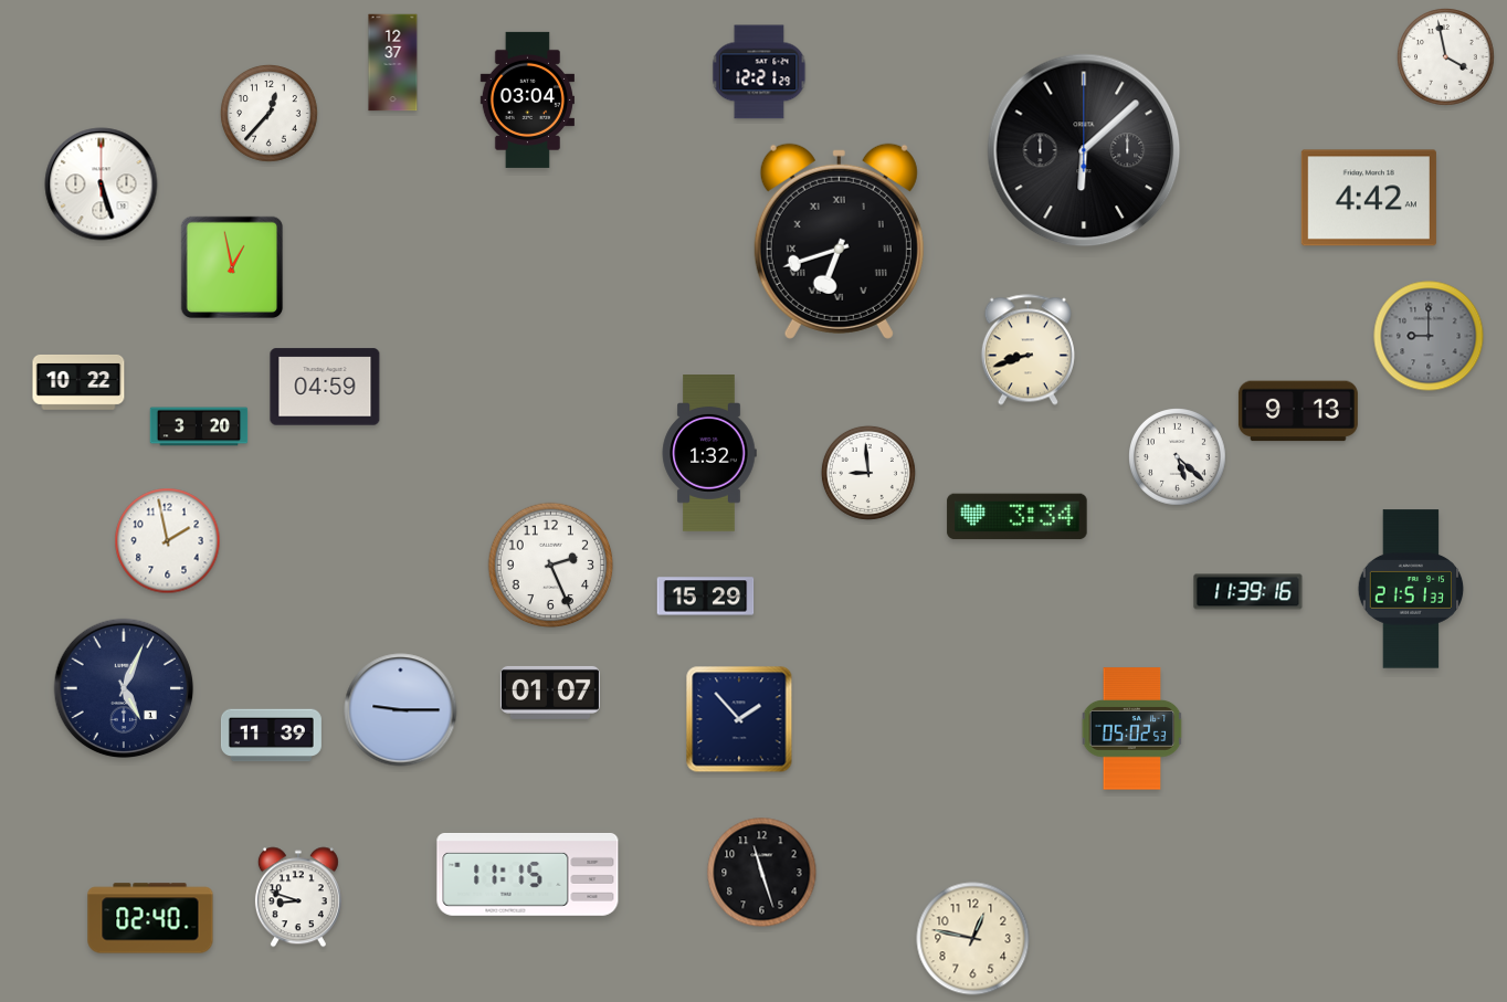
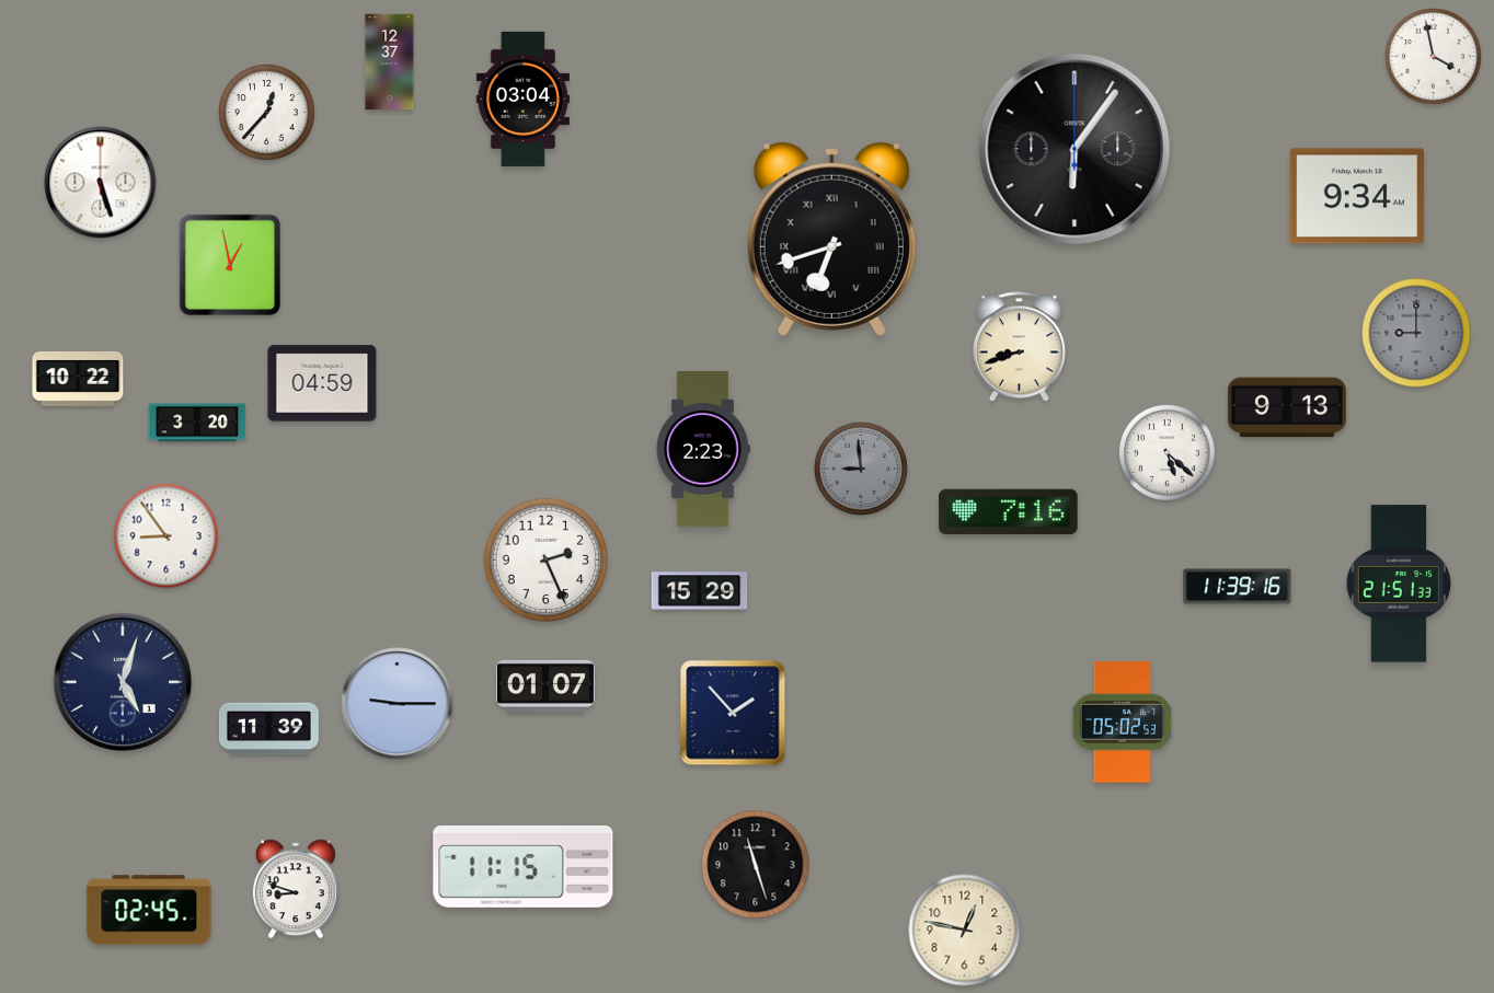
clock at (759, 72): 12:21 -> none
clock at (1084, 150): 6:08 -> 6:06
clock at (1369, 198): 4:42 -> 9:34
clock at (709, 453): 1:32 -> 2:23
clock at (868, 473) dial: white -> grey
clock at (1018, 517): 3:34 -> 7:16
clock at (168, 541): 1:58 -> 8:54
clock at (124, 688): 5:04 -> 5:03
clock at (150, 918): 02:40 -> 02:45
